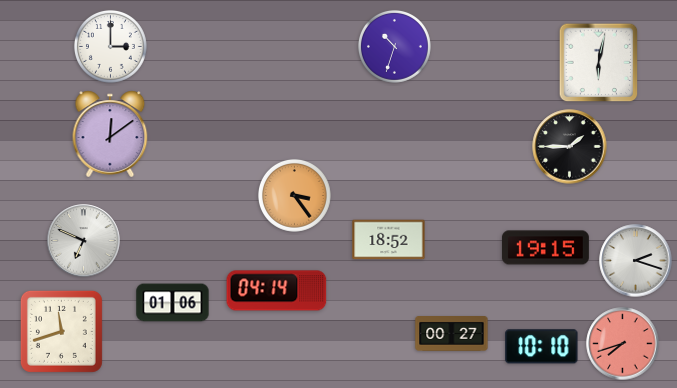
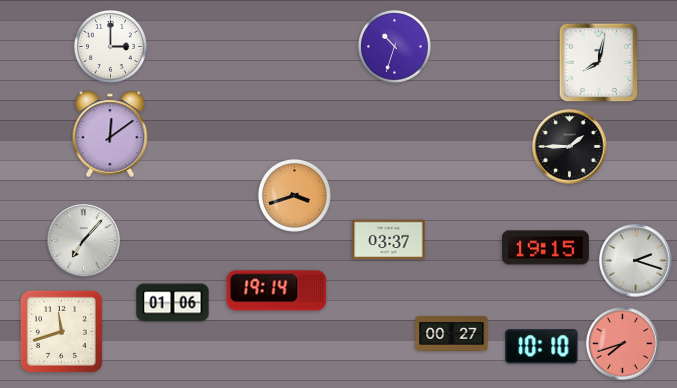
clock at (599, 63): 6:02 -> 8:02
clock at (294, 195): 3:24 -> 3:42
clock at (389, 240): 18:52 -> 03:37
clock at (84, 241): 6:49 -> 7:07
clock at (277, 291): 04:14 -> 19:14
